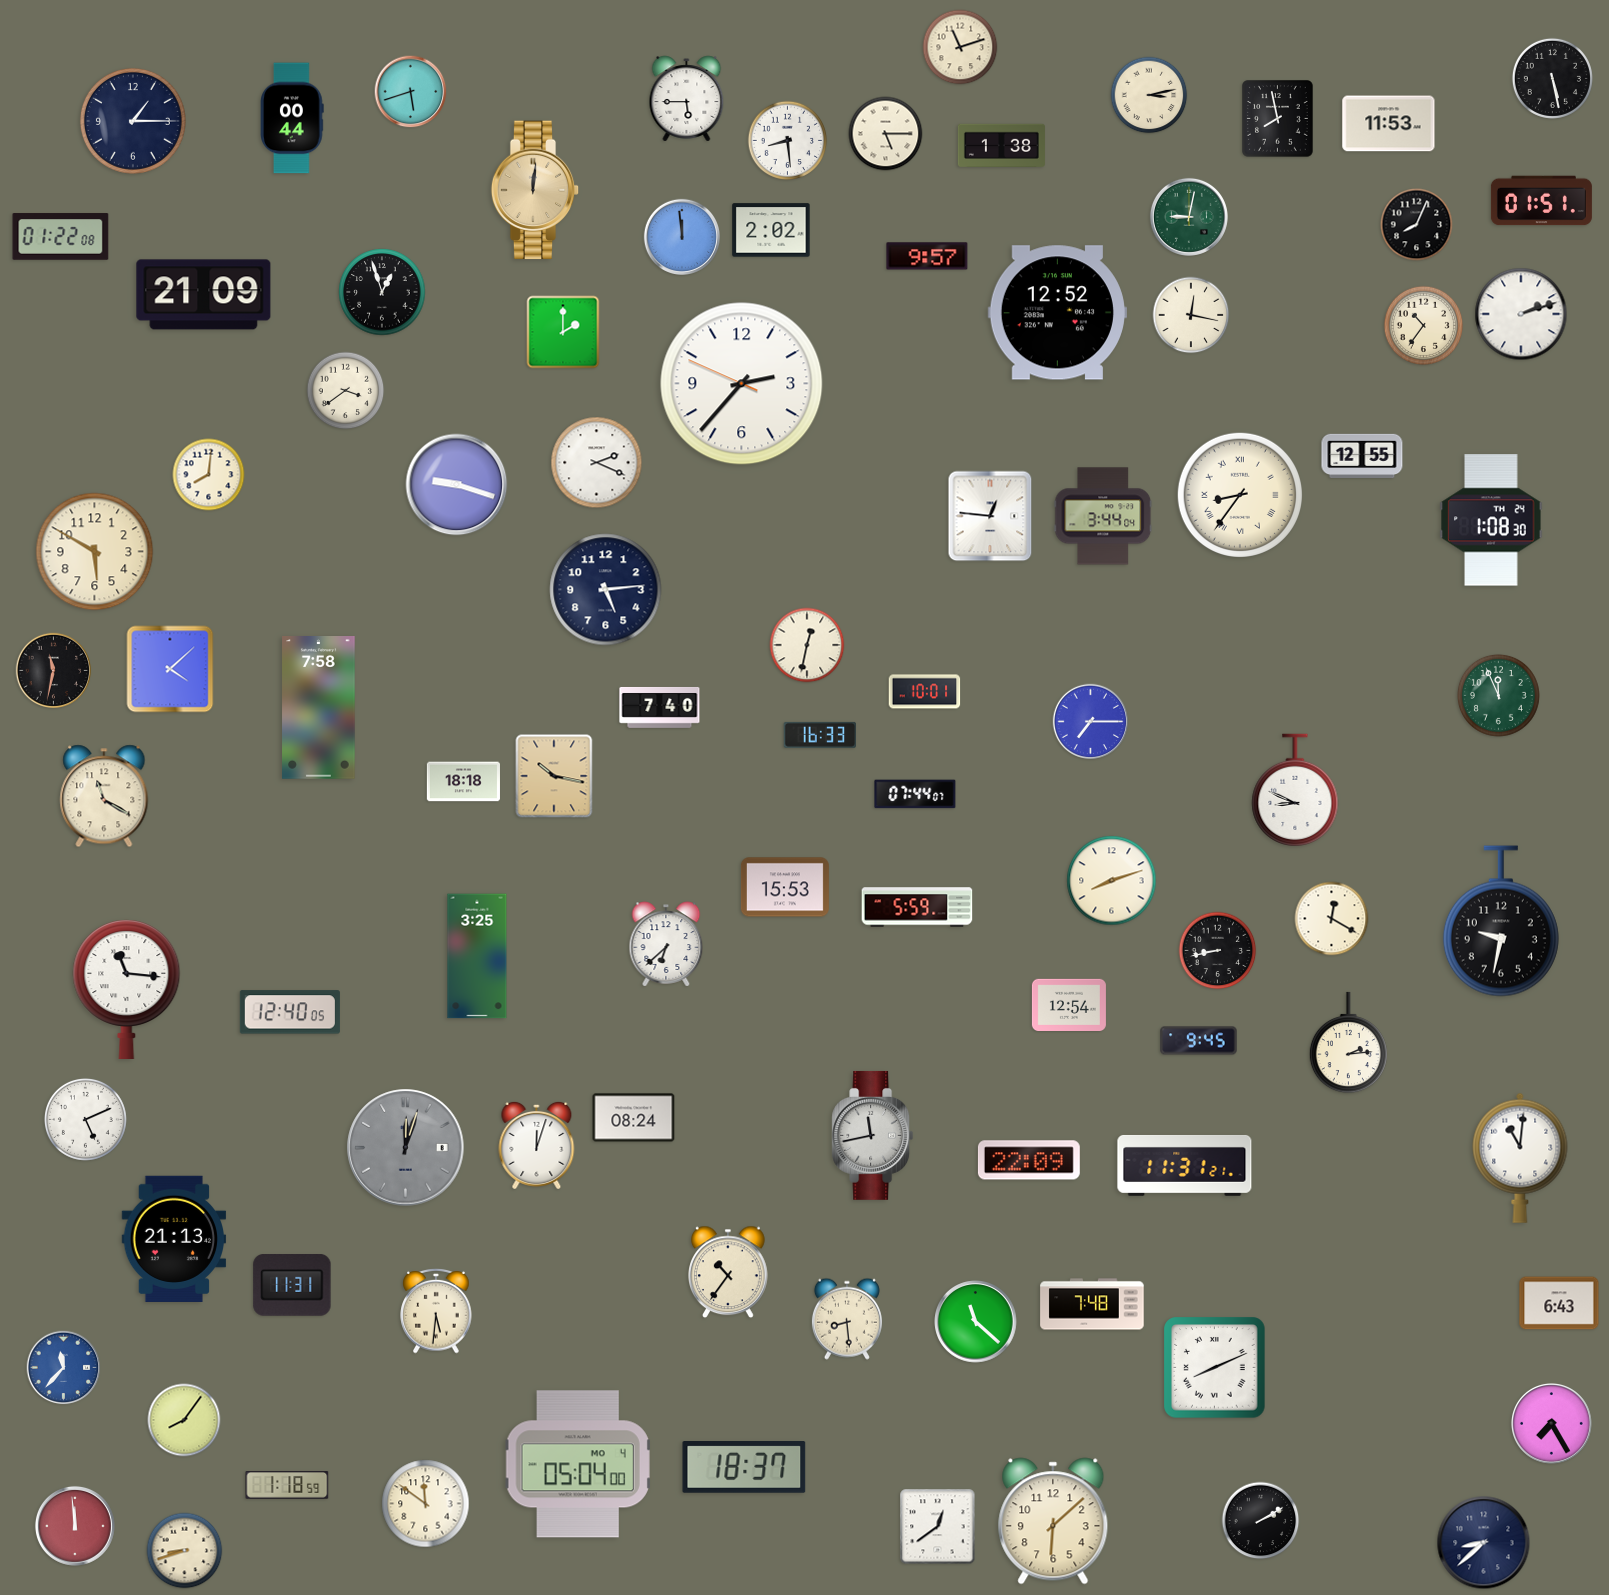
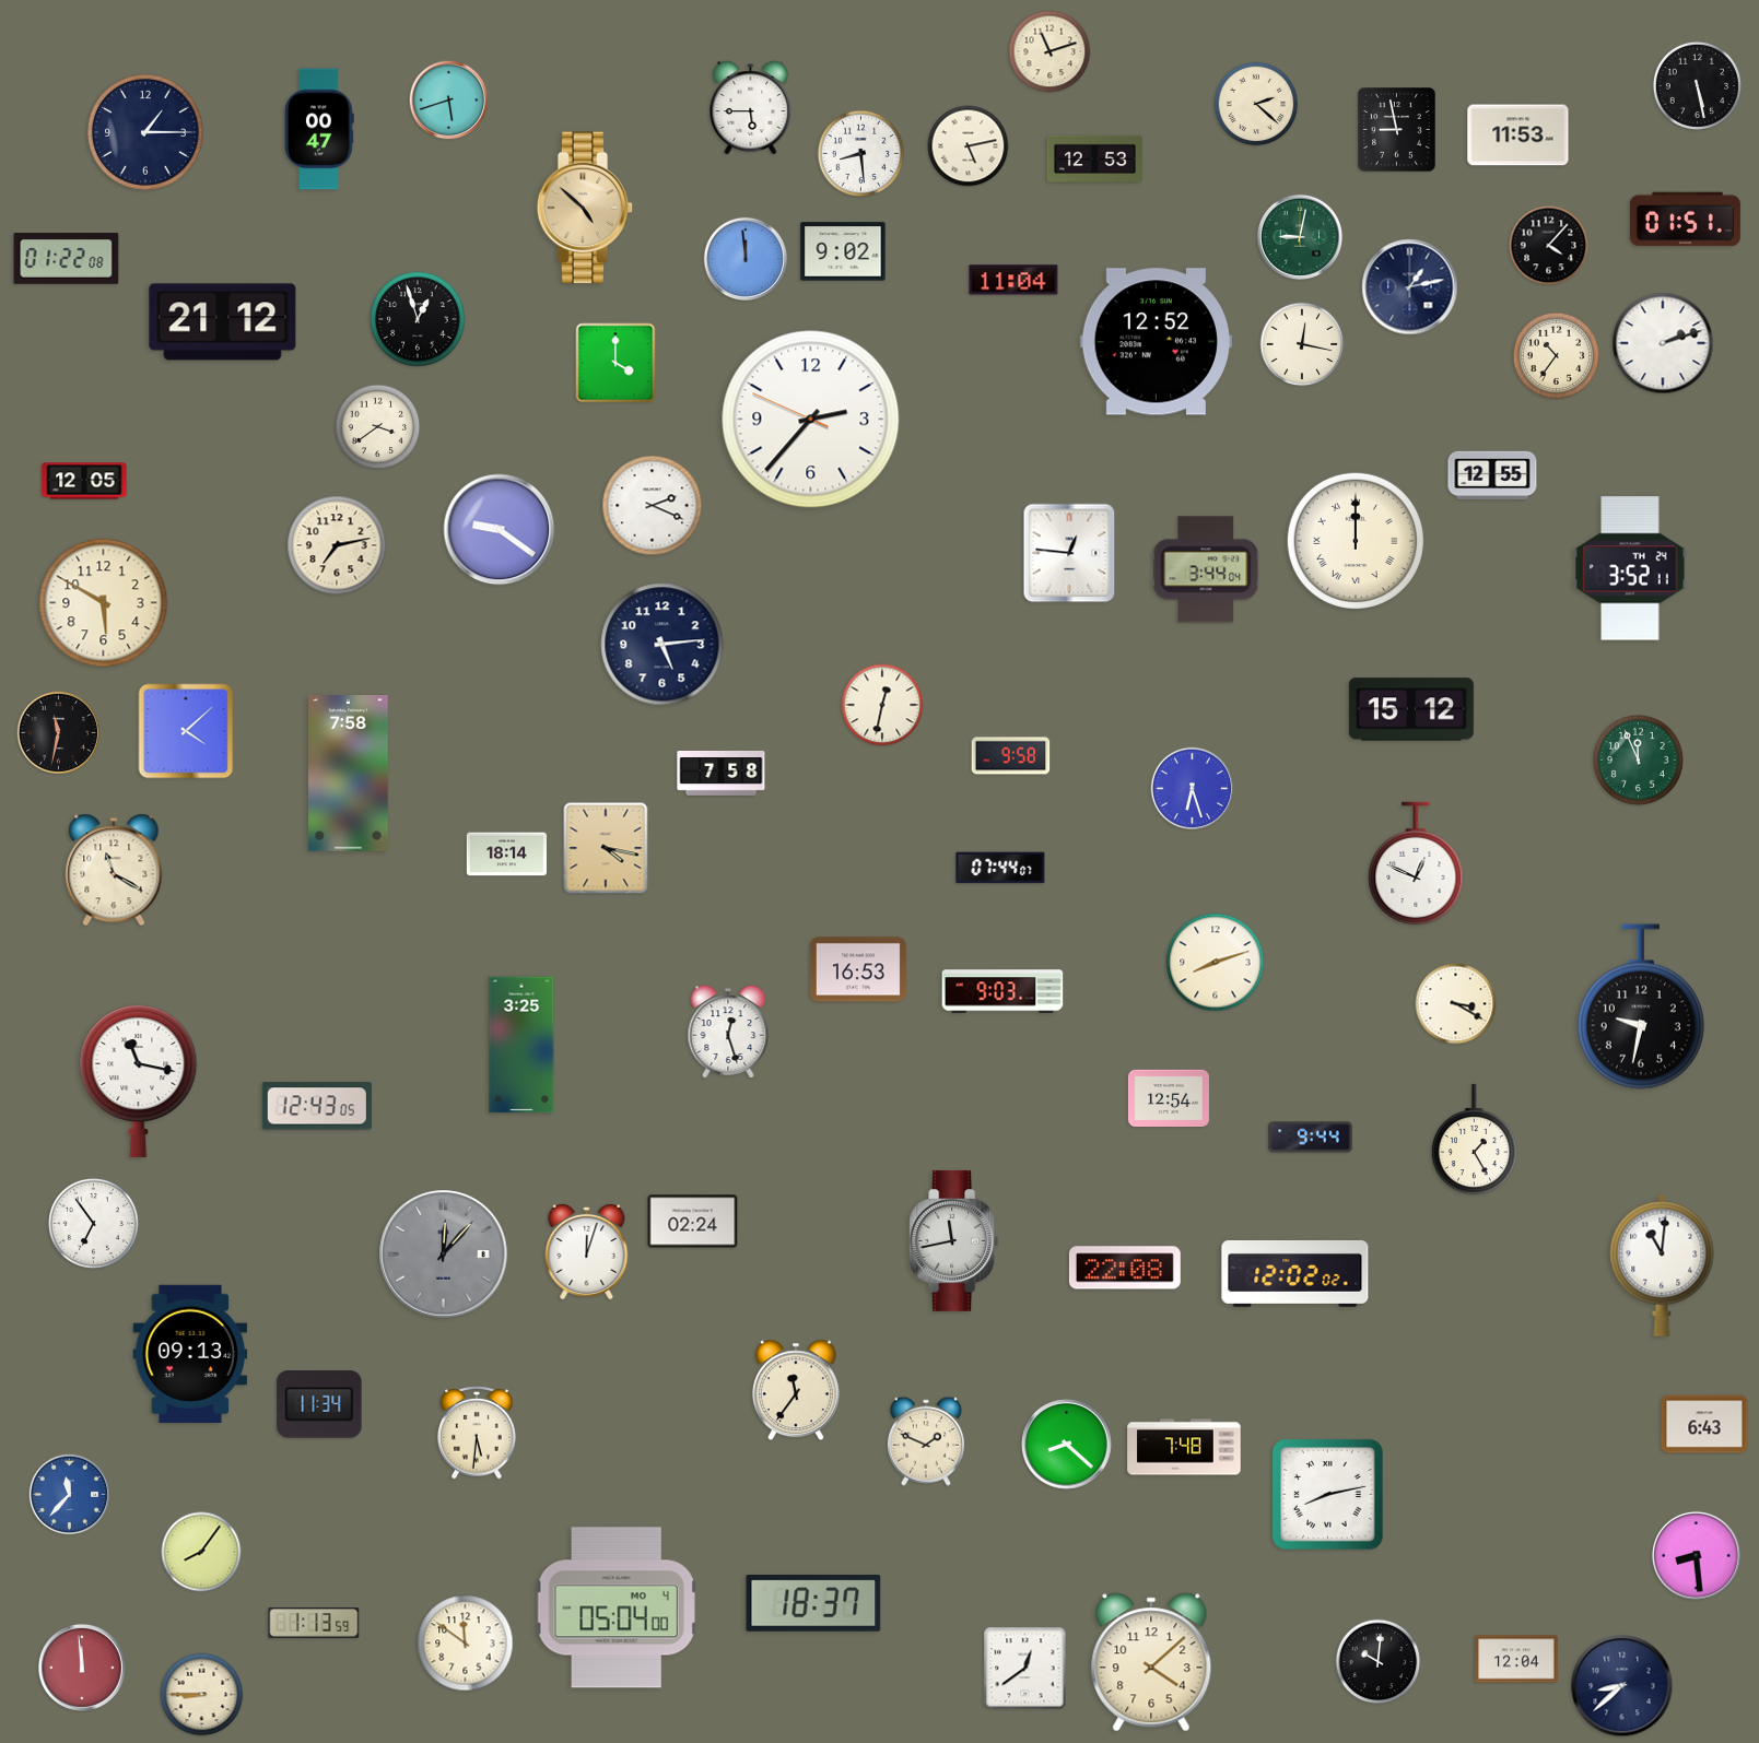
clock at (1149, 95): 3:13 -> 2:22
clock at (292, 118): 00:44 -> 00:47
clock at (1278, 119): 7:58 -> 8:58
clock at (886, 134): 5:15 -> 5:13
clock at (1001, 145): 1:38 -> 12:53
clock at (535, 190): 12:01 -> 4:52
clock at (1417, 225): 8:04 -> 4:07
clock at (771, 230): 2:02 -> 9:02
clock at (927, 256): 9:57 -> 11:04
clock at (1410, 287): none -> 1:13
clock at (204, 295): 21:09 -> 21:12
clock at (563, 332): 2:00 -> 4:00
clock at (84, 481): none -> 12:05
clock at (1362, 455) position: (1362, 455) -> (1492, 474)
clock at (209, 475): 8:01 -> none
clock at (457, 485): 9:18 -> 9:21
clock at (1240, 495): 8:36 -> 12:00
clock at (337, 545): none -> 7:13
clock at (990, 516) position: (990, 516) -> (1069, 553)
clock at (1103, 516) position: (1103, 516) -> (1206, 569)
clock at (1491, 520): 1:08 -> 3:52
clock at (1411, 709): none -> 15:12
clock at (925, 692): 10:01 -> 9:58
clock at (660, 707): 7:40 -> 7:58
clock at (1091, 722): 7:15 -> 6:27
clock at (819, 735): 16:33 -> none
clock at (554, 776): 10:17 -> 4:17
clock at (463, 782): 18:18 -> 18:14
clock at (1295, 790): 8:49 -> 12:49
clock at (785, 887): 15:53 -> 16:53
clock at (917, 907): 5:59 -> 9:03
clock at (1332, 919): 12:20 -> 3:20
clock at (666, 944): 6:38 -> 12:27
clock at (1218, 951): 8:43 -> none
clock at (127, 989): 11:16 -> 11:17
clock at (290, 1012): 12:40 -> 12:43
clock at (1199, 1041): 9:45 -> 9:44
clock at (1348, 1043): 2:14 -> 1:25
clock at (634, 1118): 08:24 -> 02:24
clock at (85, 1119): 5:11 -> 6:54
clock at (406, 1148): 12:03 -> 12:07
clock at (1029, 1160): 22:09 -> 22:08
clock at (1185, 1166): 11:31 -> 12:02
clock at (174, 1239): 21:13 -> 09:13
clock at (729, 1272): 10:36 -> 11:36
clock at (292, 1286): 11:31 -> 11:34
clock at (1092, 1304) position: (1092, 1304) -> (1184, 1447)
clock at (847, 1319): 8:29 -> 1:49
clock at (976, 1322): 11:22 -> 8:22
clock at (1215, 1368): 8:11 -> 8:13
clock at (1551, 1423): 7:25 -> 8:29
clock at (578, 1464) position: (578, 1464) -> (617, 1607)
clock at (287, 1485): 1:18 -> 1:13
clock at (1516, 1659): none -> 12:04
clock at (1053, 1521): 6:08 -> 4:08
clock at (1261, 1521): 2:10 -> 10:01
clock at (185, 1551): 8:42 -> 8:45
